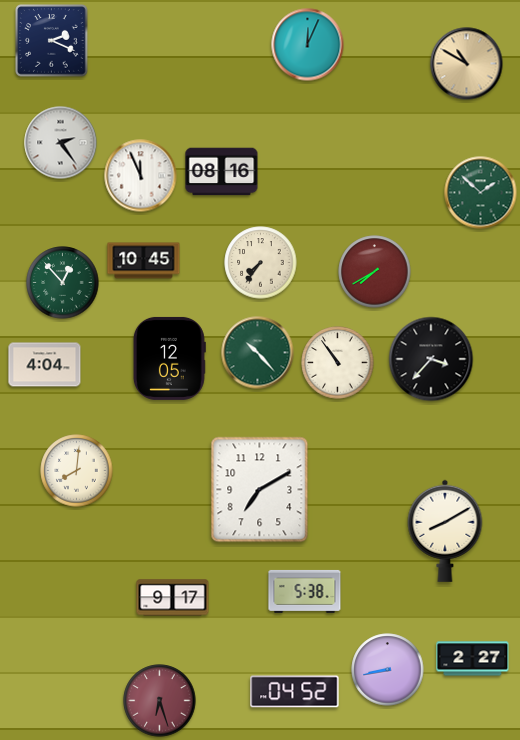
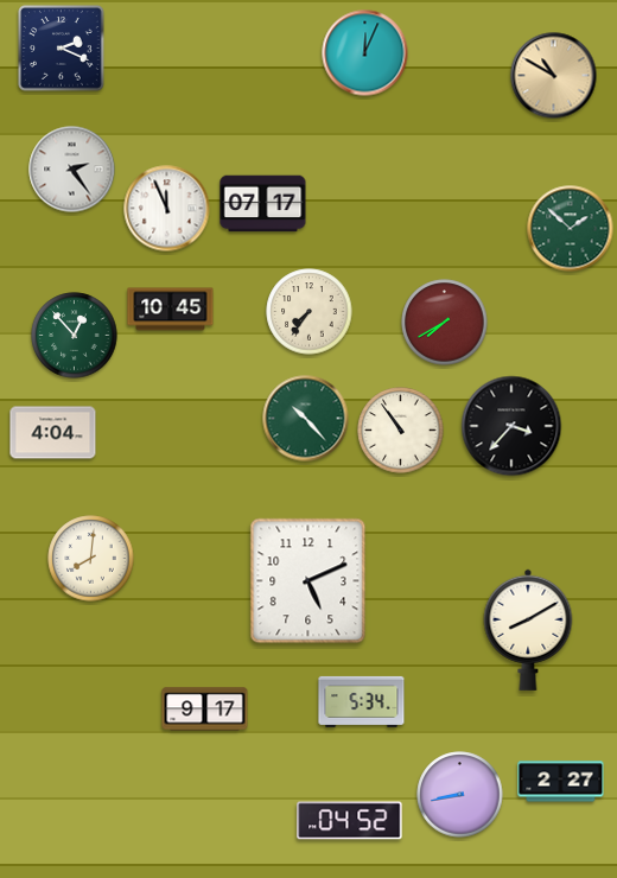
clock at (222, 172): 08:16 -> 07:17
clock at (169, 358): 12:05 -> none
clock at (260, 490): 7:10 -> 5:11
clock at (305, 591): 5:38 -> 5:34
clock at (160, 701): 6:27 -> none
